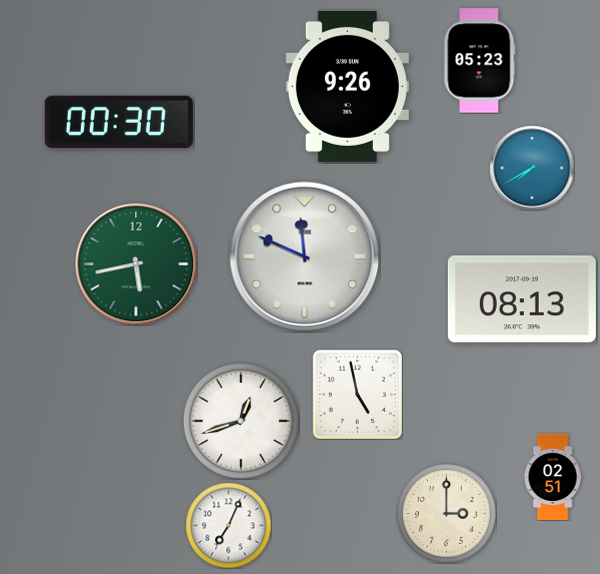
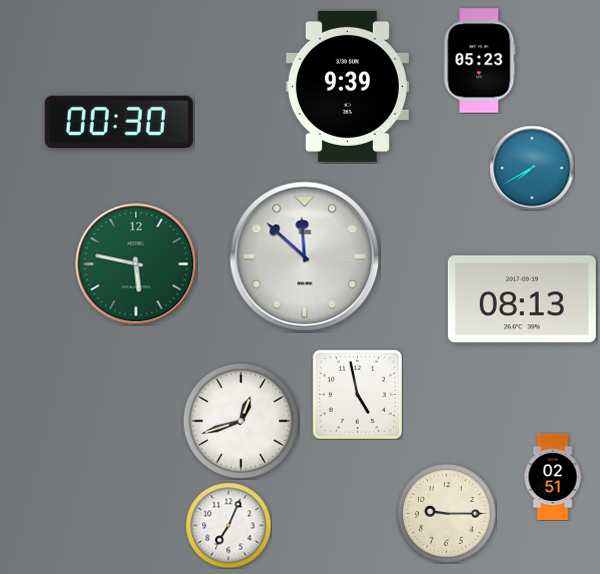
clock at (347, 86): 9:26 -> 9:39
clock at (305, 257): 11:49 -> 11:52
clock at (136, 264): 5:43 -> 5:47
clock at (447, 514): 3:00 -> 9:15
